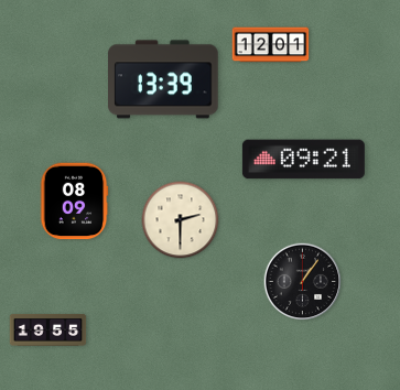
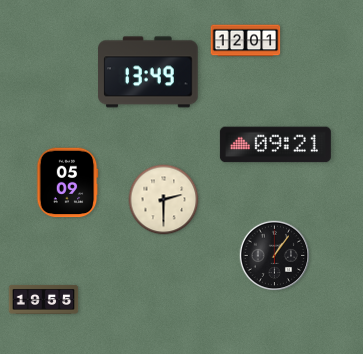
clock at (163, 79): 13:39 -> 13:49
clock at (74, 202): 08:09 -> 05:09
